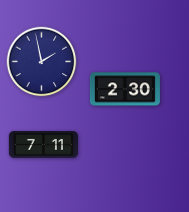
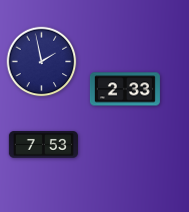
clock at (125, 89): 2:30 -> 2:33
clock at (43, 145): 7:11 -> 7:53
